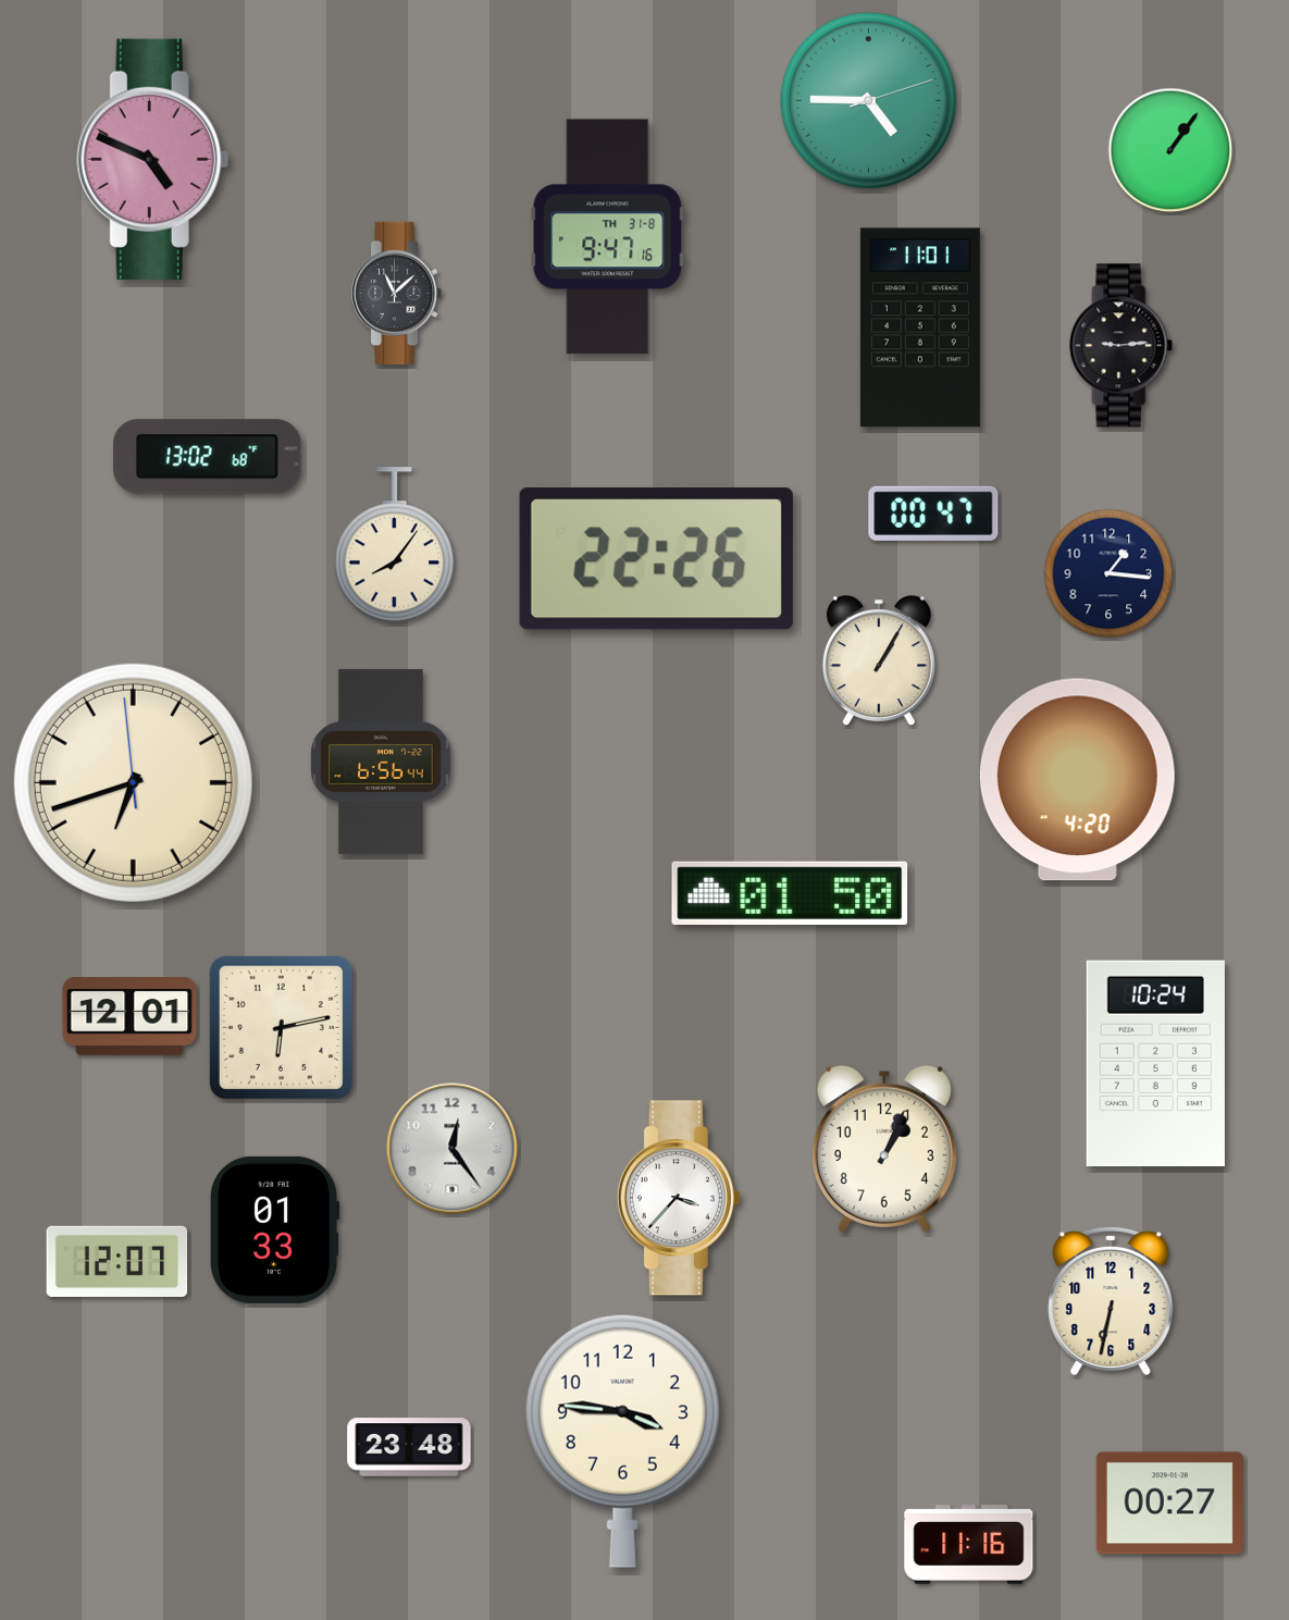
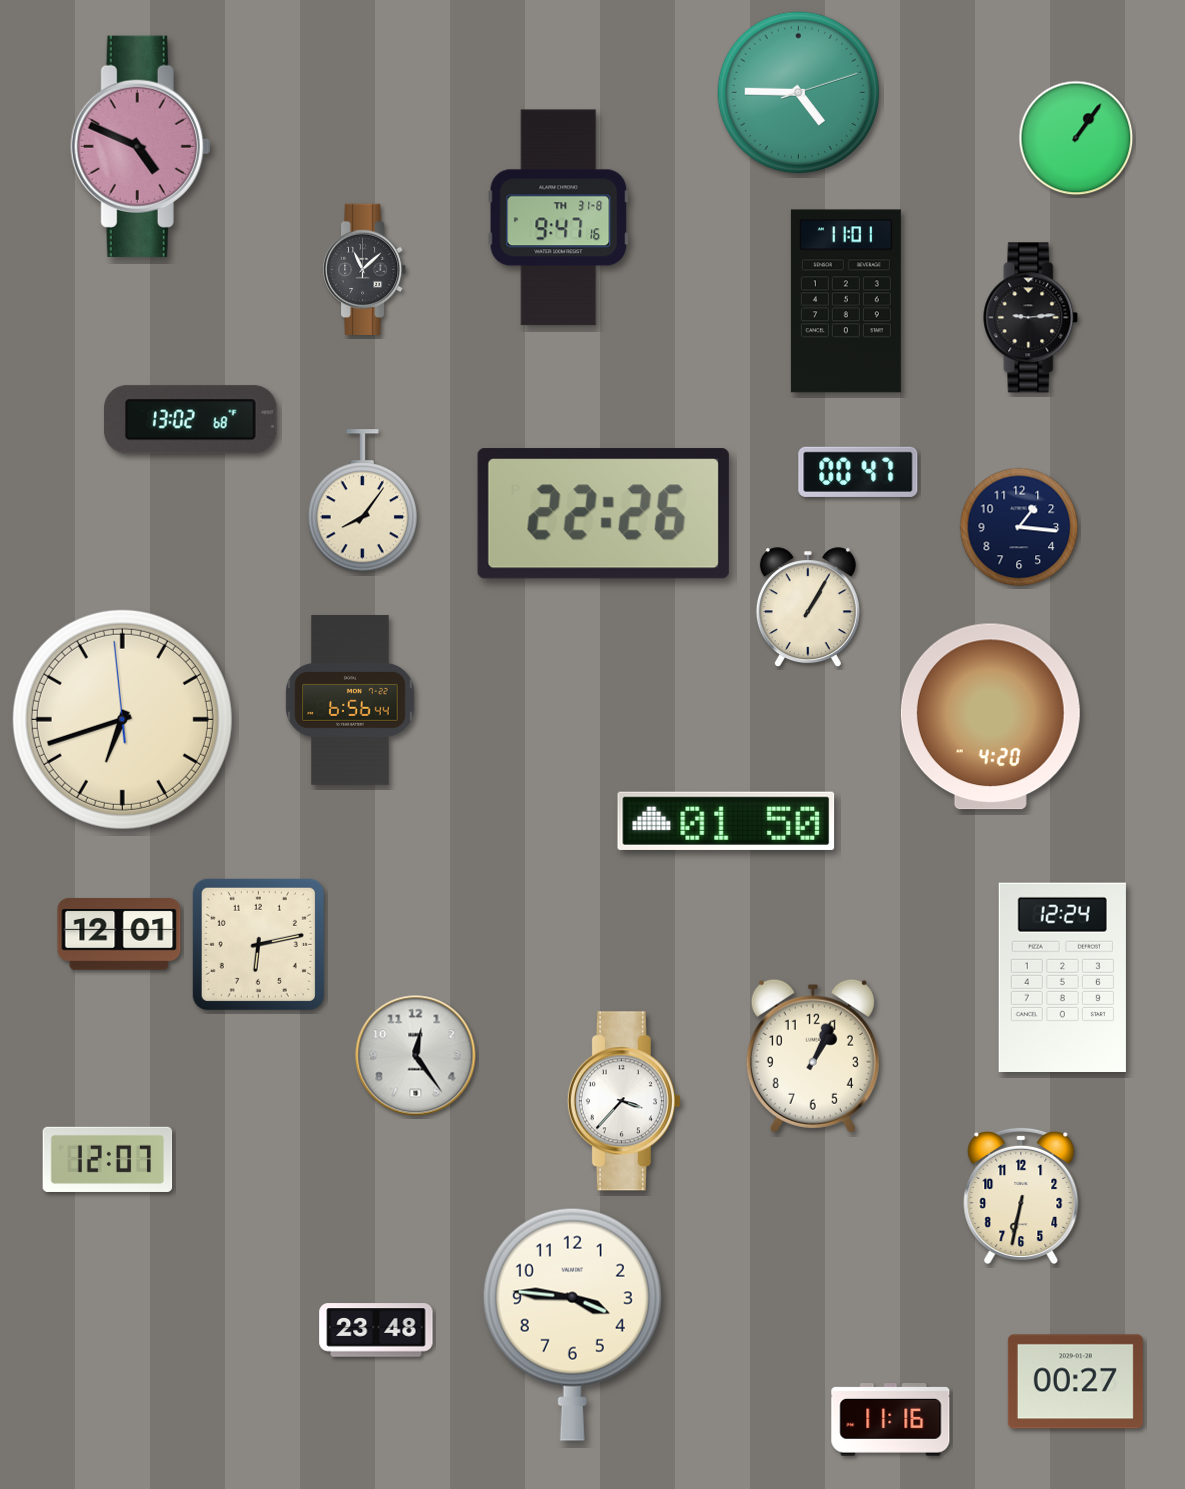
clock at (1155, 1063): 10:24 -> 12:24
clock at (274, 1229): 01:33 -> none
